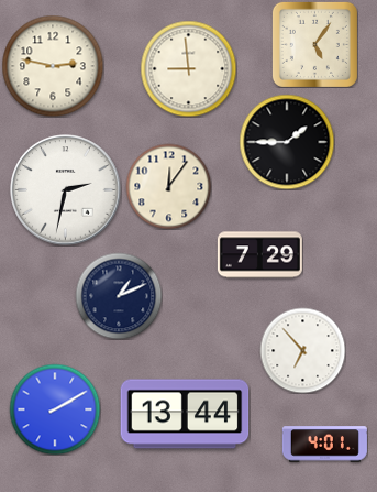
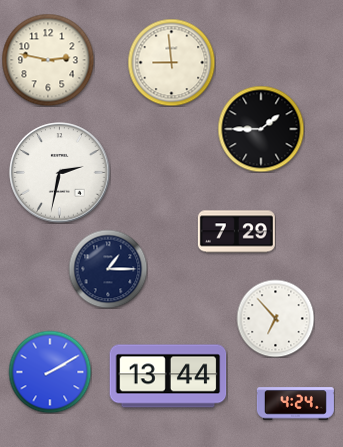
clock at (314, 44): 5:06 -> none
clock at (168, 186): 12:06 -> none
clock at (119, 296): 1:11 -> 1:15
clock at (324, 445): 4:01 -> 4:24
